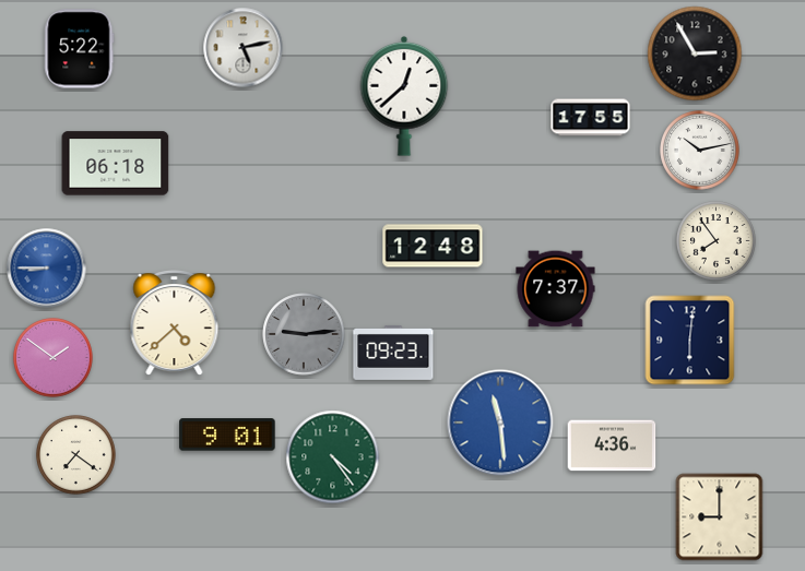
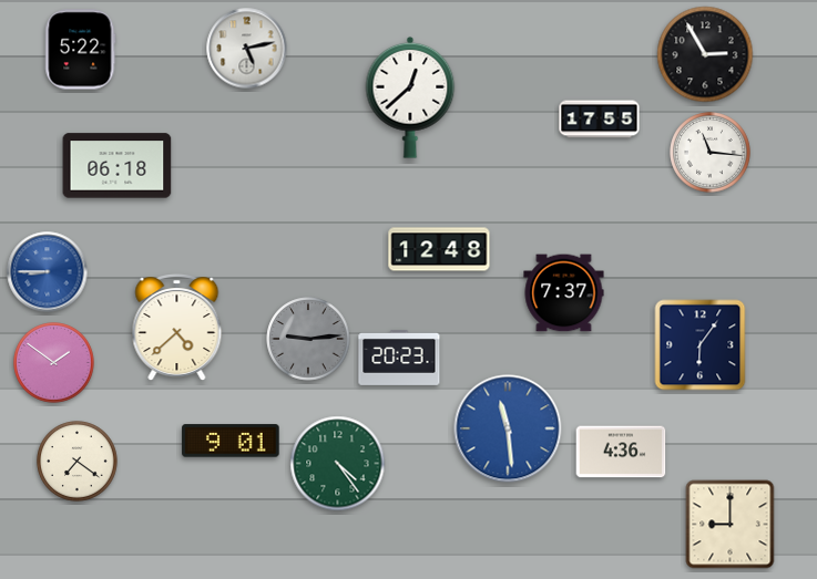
clock at (700, 151): 10:13 -> 11:16
clock at (717, 241): 7:54 -> none
clock at (690, 341): 6:01 -> 6:06
clock at (393, 353): 09:23 -> 20:23
